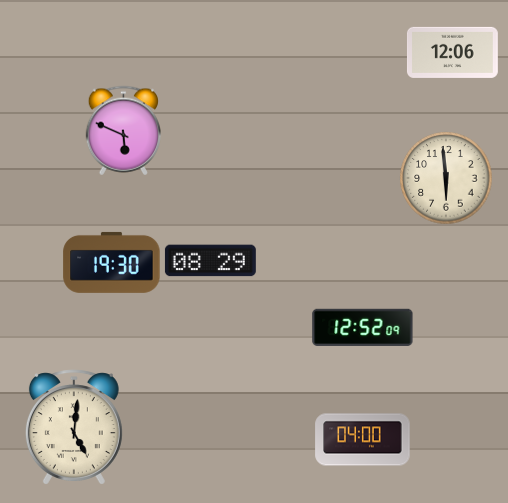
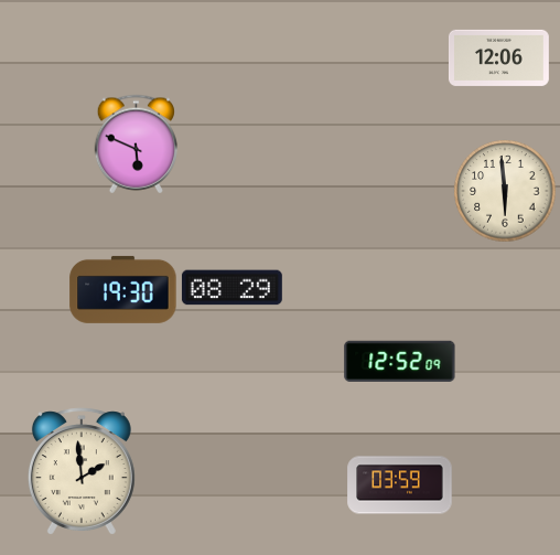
clock at (446, 178) position: (446, 178) -> (505, 191)
clock at (74, 427): 5:01 -> 1:59
clock at (363, 440): 04:00 -> 03:59
